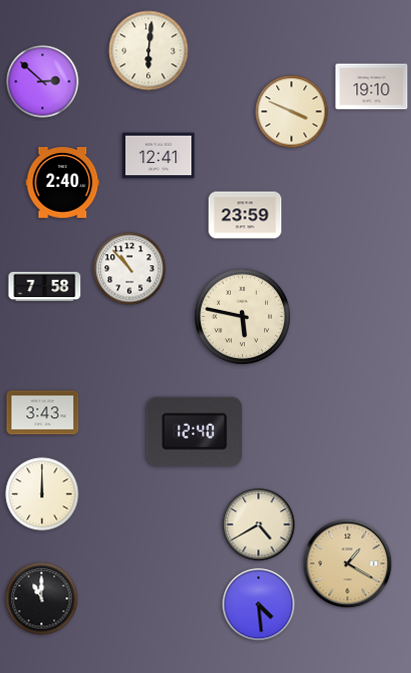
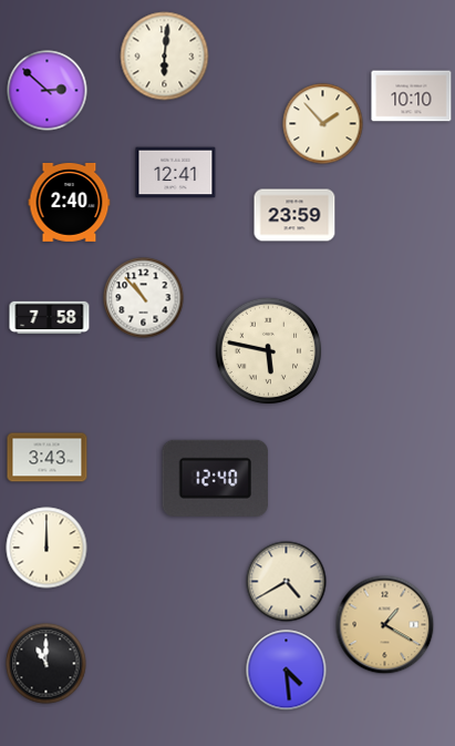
clock at (372, 87): 19:10 -> 10:10
clock at (292, 112): 3:49 -> 1:53
clock at (245, 215) position: (245, 215) -> (294, 215)
